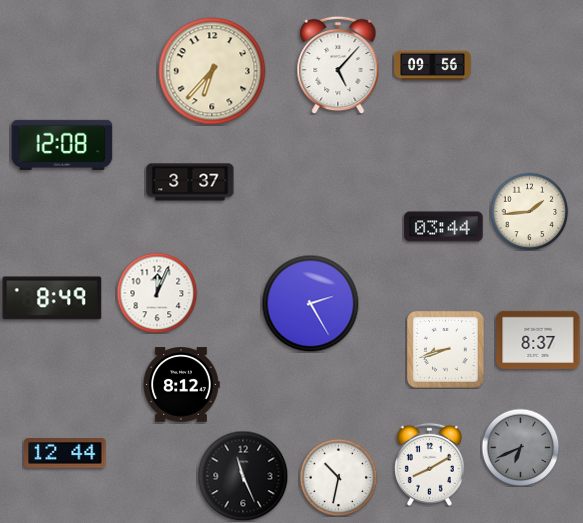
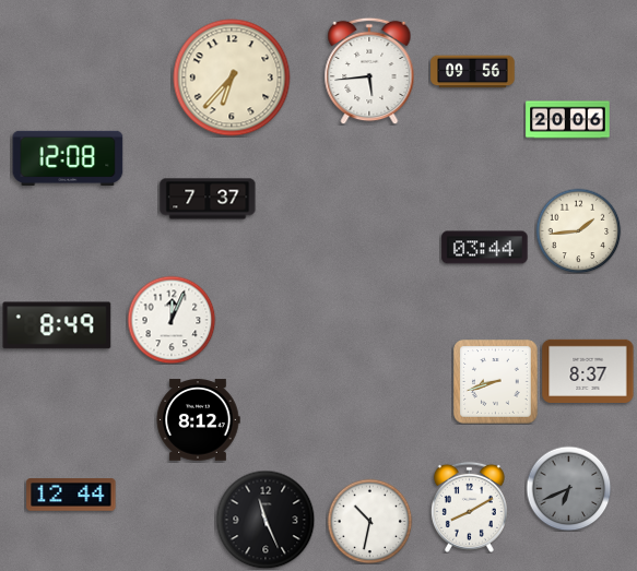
clock at (338, 65): 5:07 -> 5:44
clock at (568, 120): none -> 20:06
clock at (190, 182): 3:37 -> 7:37
clock at (310, 303): 2:25 -> none
clock at (446, 350) position: (446, 350) -> (496, 382)
